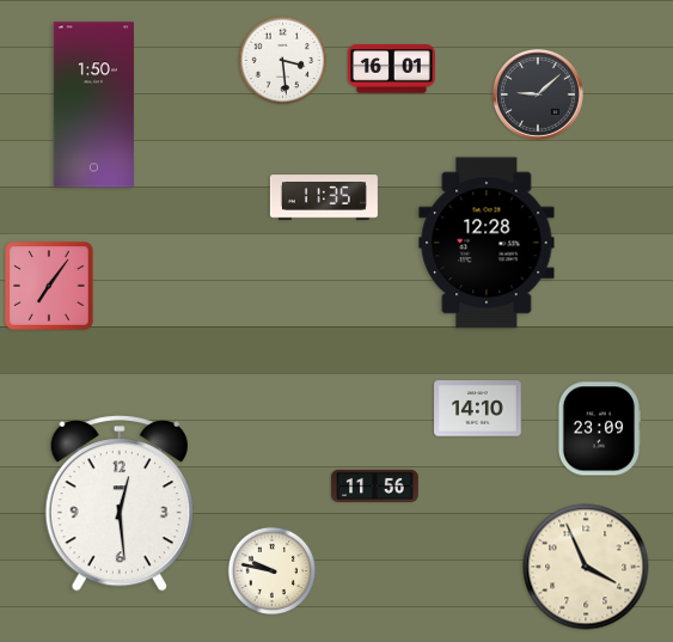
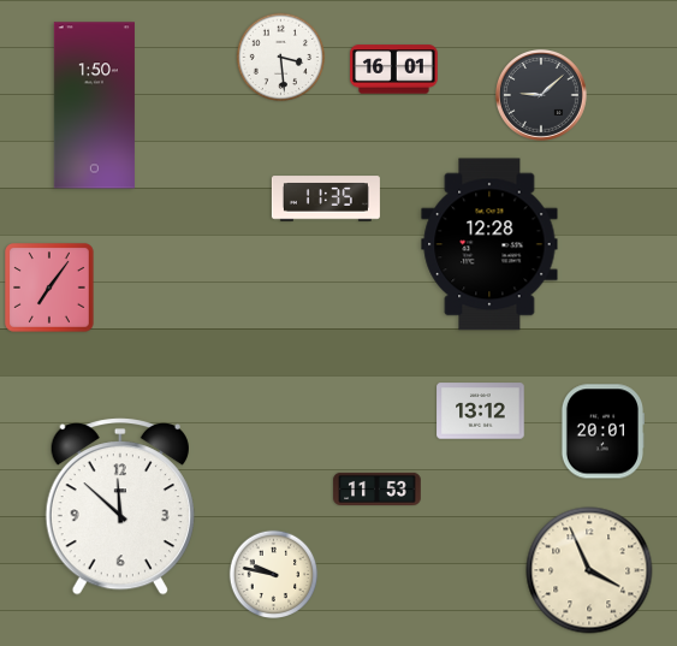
clock at (283, 61) position: (283, 61) -> (281, 58)
clock at (478, 409): 14:10 -> 13:12
clock at (598, 429): 23:09 -> 20:01
clock at (375, 485): 11:56 -> 11:53
clock at (120, 505): 12:29 -> 11:52
